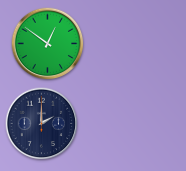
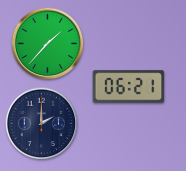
clock at (48, 44): 12:51 -> 1:37
clock at (129, 87): none -> 06:21
